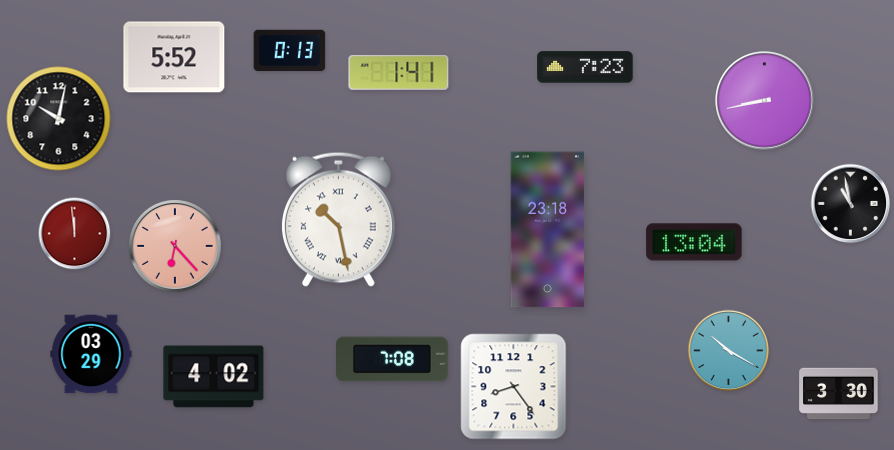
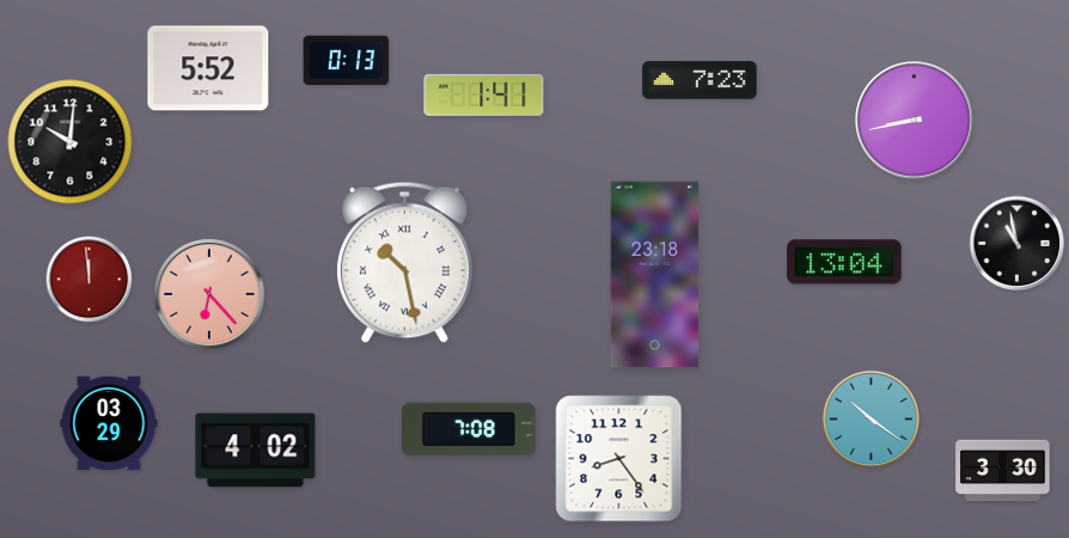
clock at (399, 72) position: (399, 72) -> (484, 94)
clock at (59, 119): 10:02 -> 10:01
clock at (694, 242) position: (694, 242) -> (844, 262)
clock at (728, 350): 10:20 -> 10:21
clock at (514, 387) position: (514, 387) -> (619, 459)
